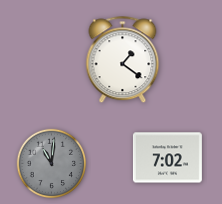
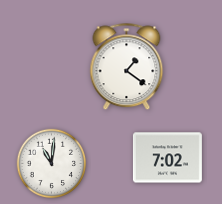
clock at (123, 60) position: (123, 60) -> (127, 67)
clock at (52, 164) dial: grey -> white
